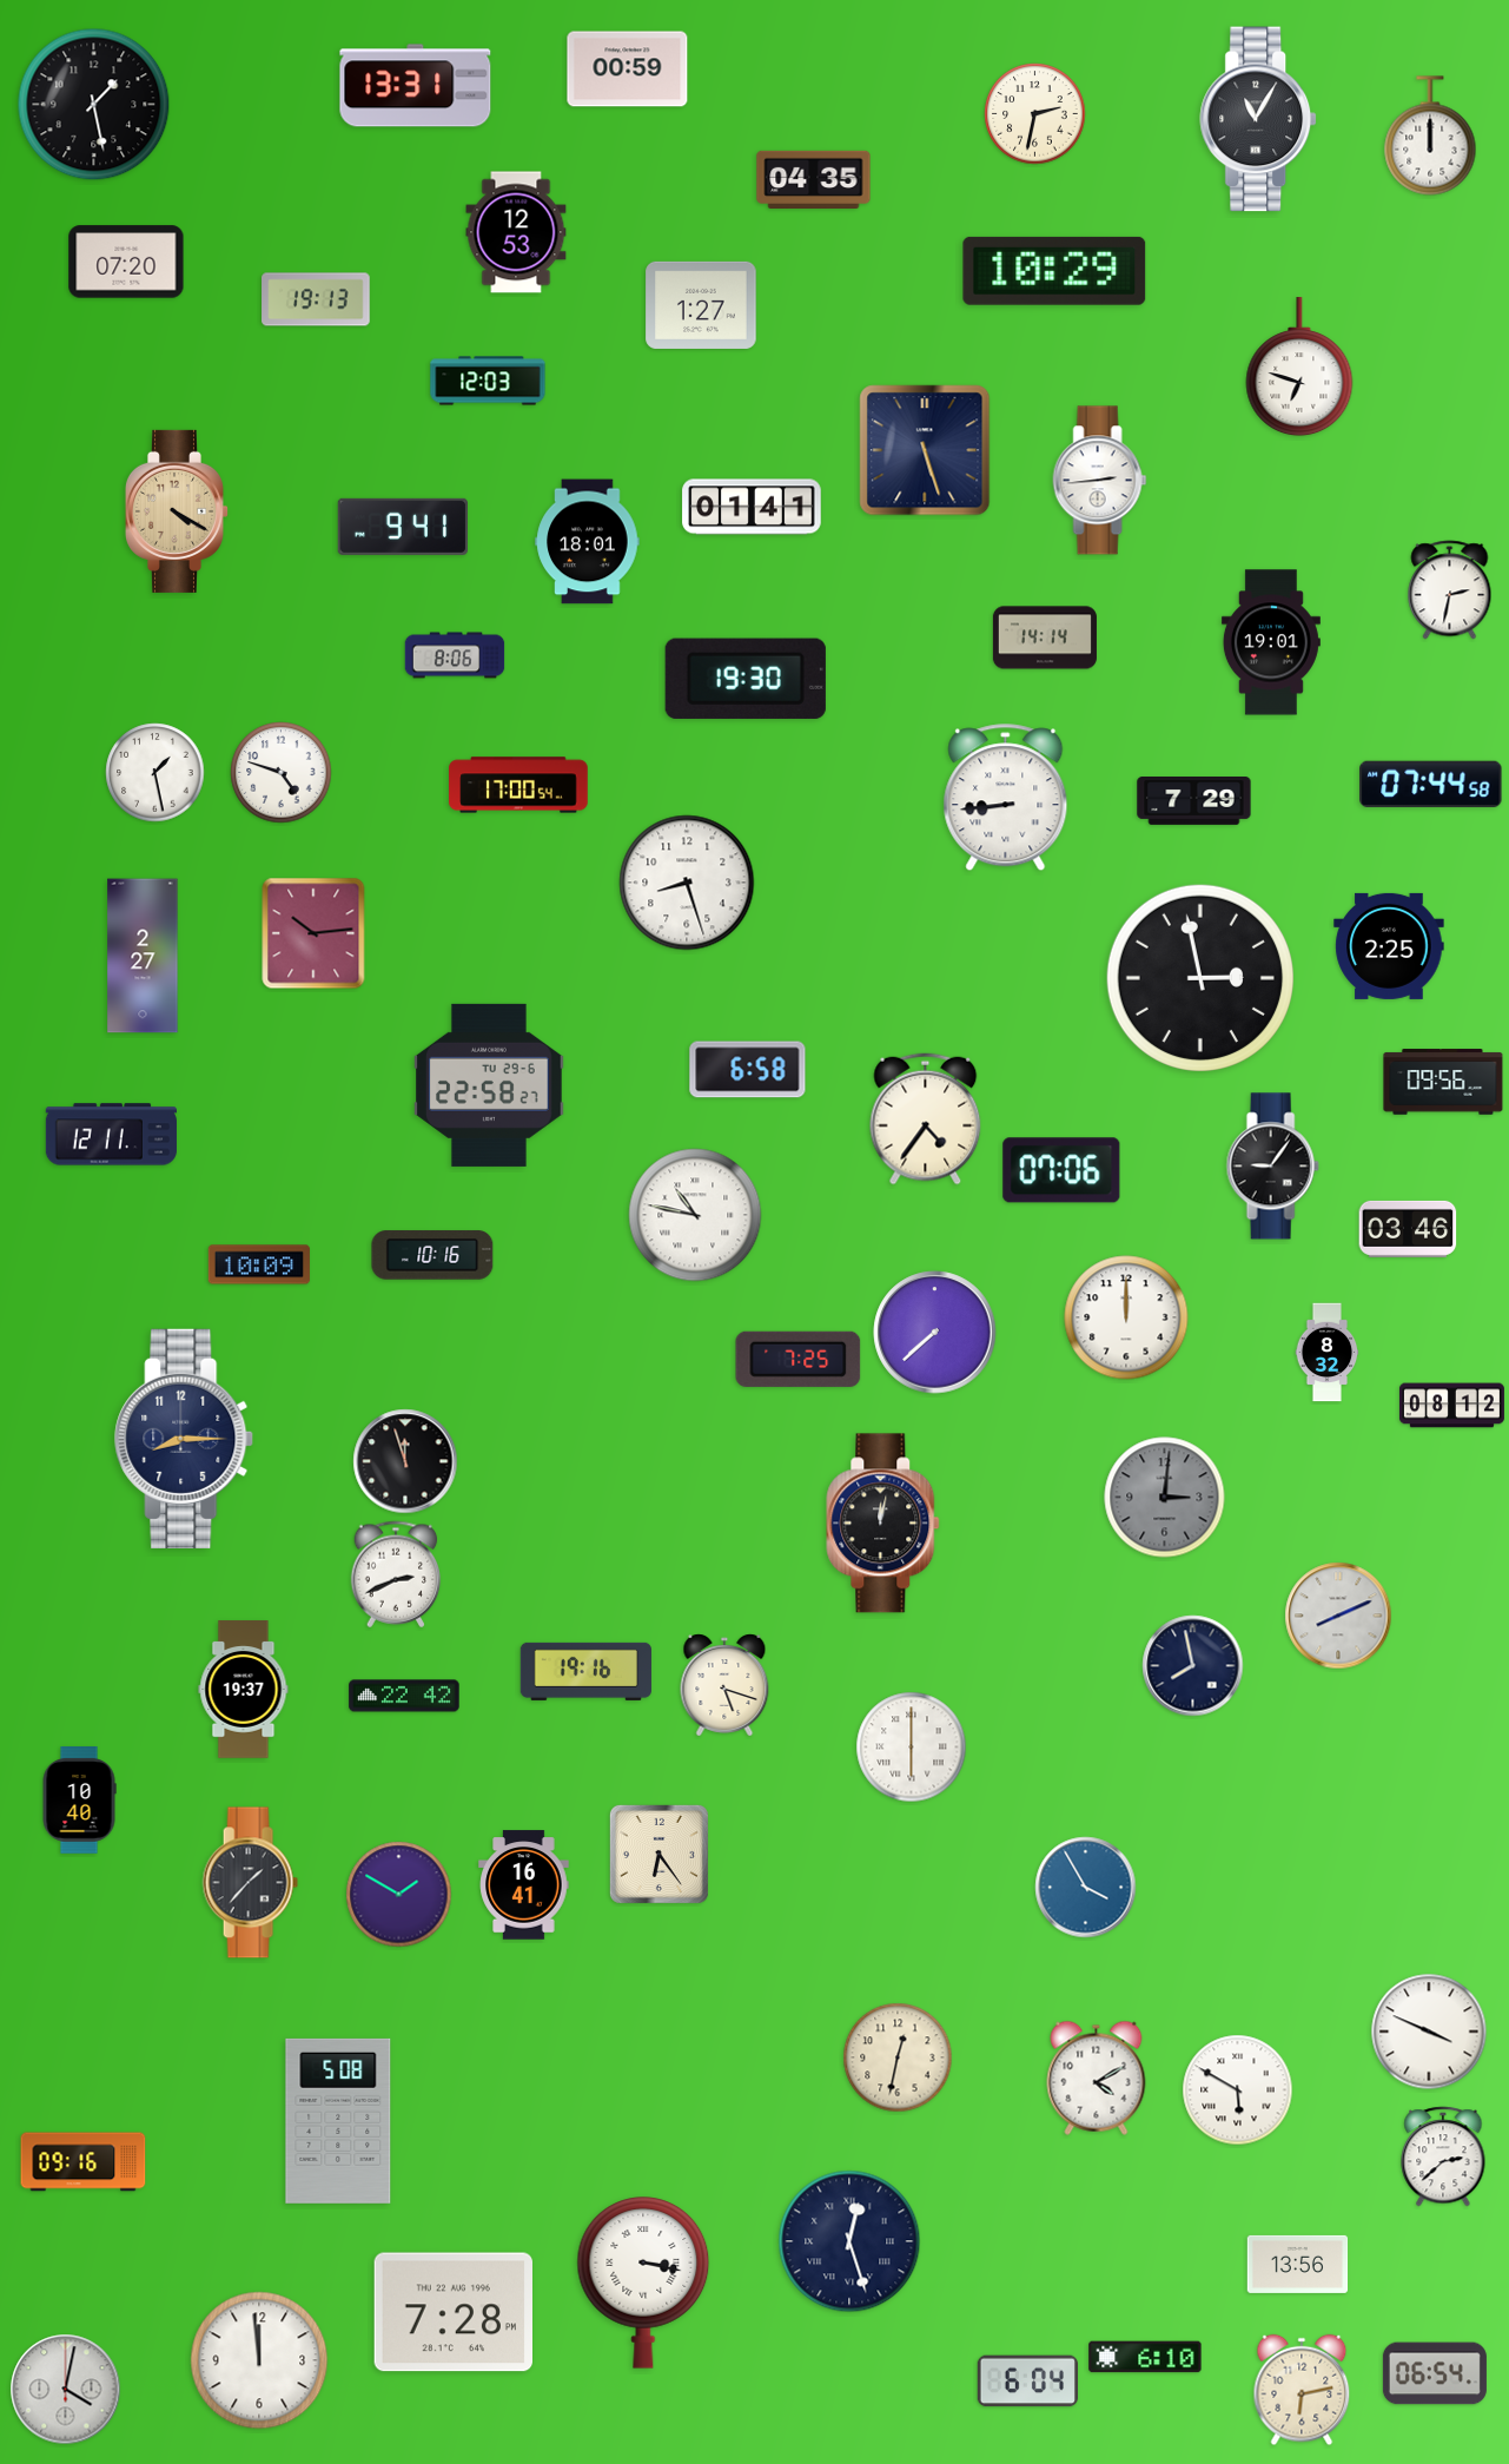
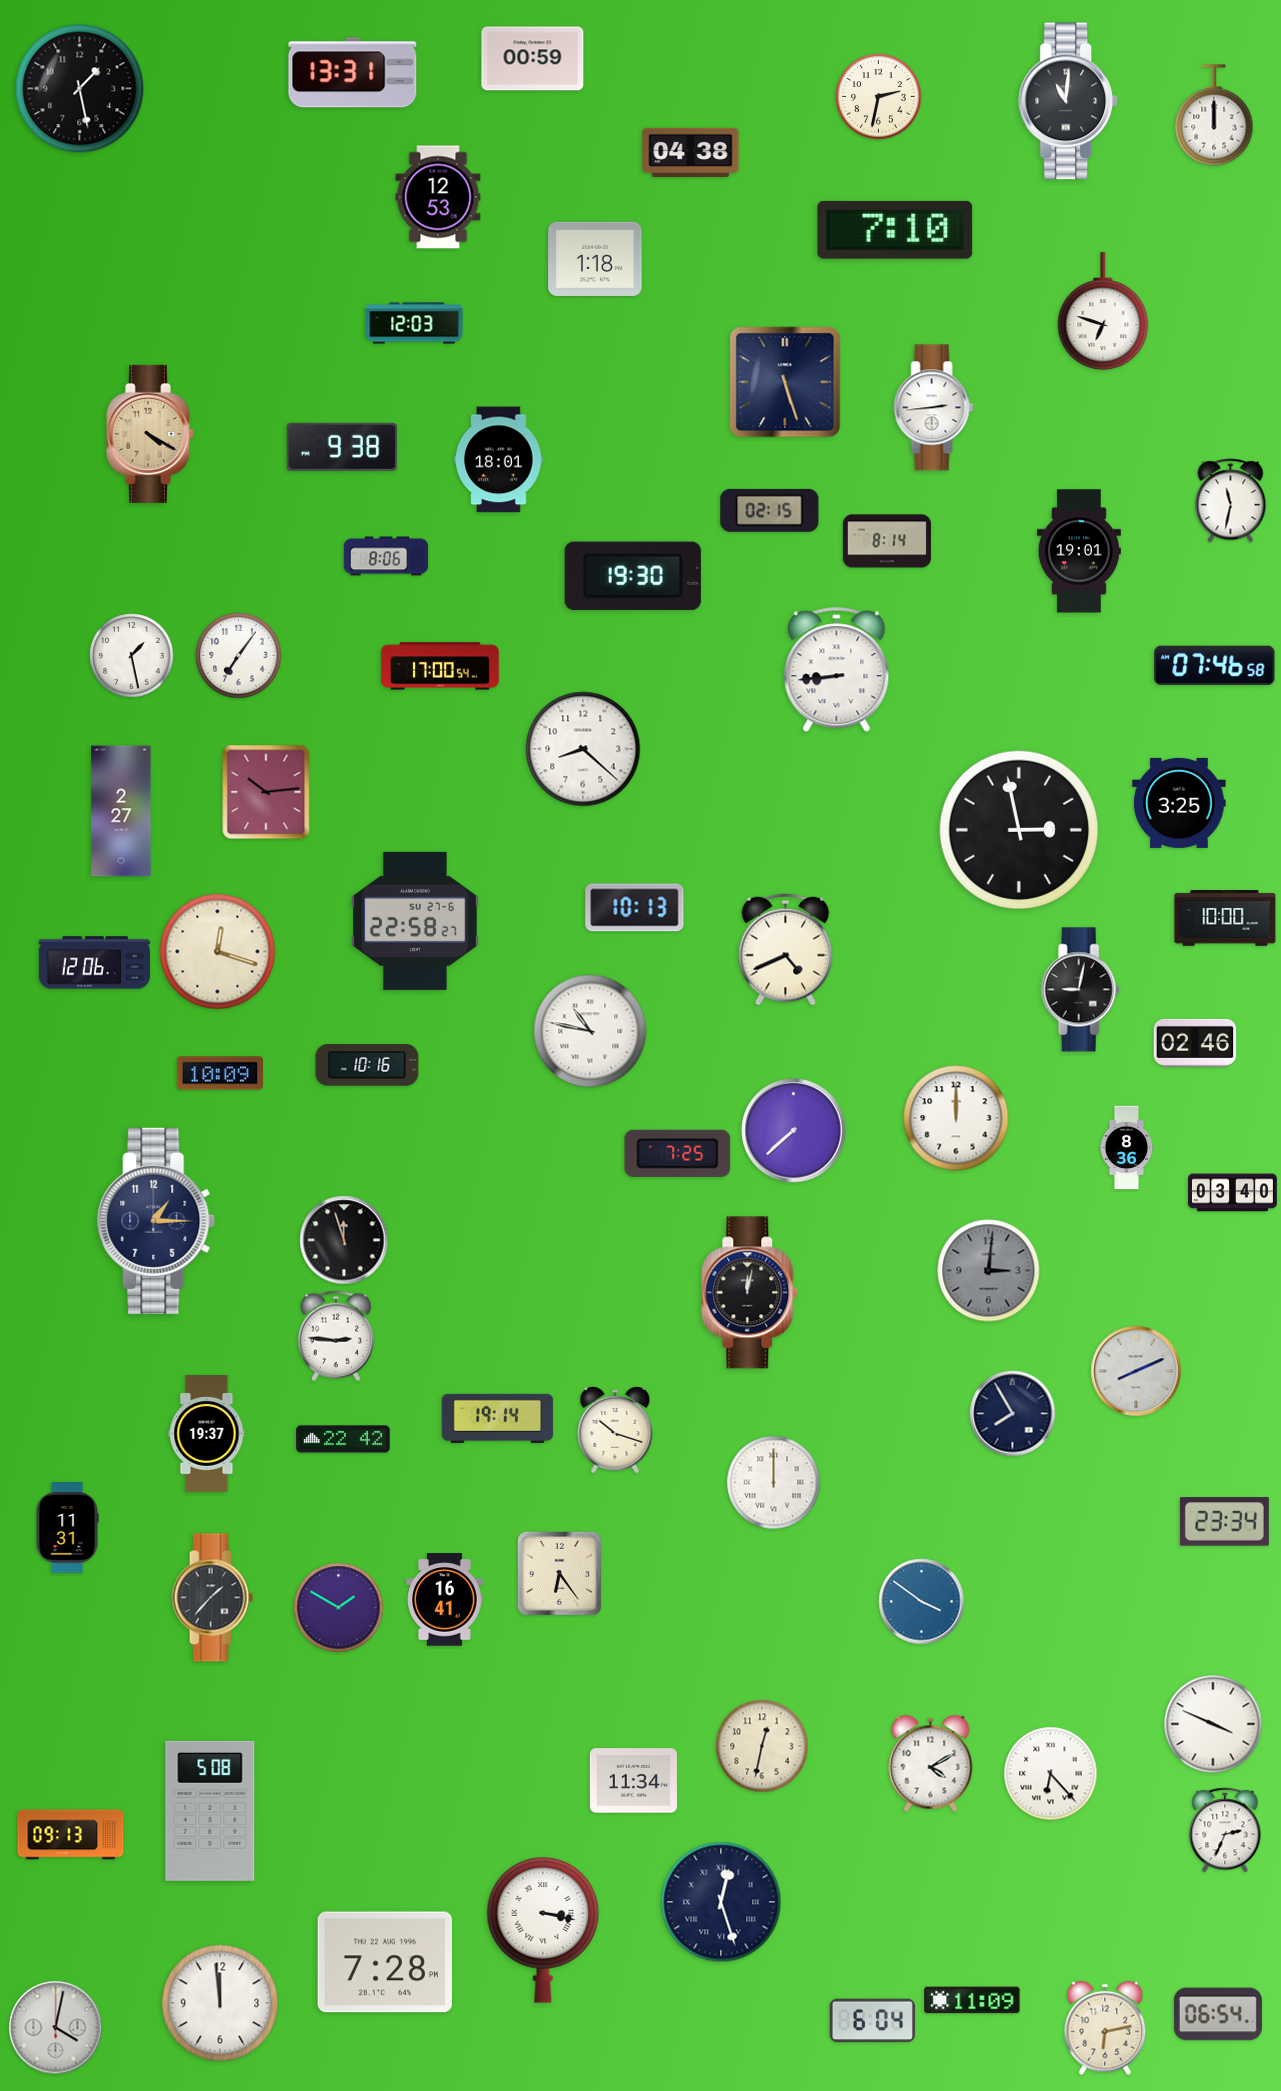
clock at (1259, 119): 11:05 -> 11:01
clock at (814, 179): 04:35 -> 04:38
clock at (126, 262): 07:20 -> none
clock at (1054, 271): 10:29 -> 7:10
clock at (316, 299): 19:13 -> none
clock at (701, 305): 1:27 -> 1:18
clock at (752, 507): 01:41 -> none
clock at (402, 527): 9:41 -> 9:38
clock at (1450, 590): 2:32 -> 11:32
clock at (770, 510): none -> 02:15
clock at (1045, 638): 14:14 -> 8:14
clock at (1271, 642) position: (1271, 642) -> (1079, 551)
clock at (282, 773): 4:48 -> 7:06
clock at (1431, 784): 07:44 -> 07:46
clock at (1006, 798) position: (1006, 798) -> (837, 670)
clock at (1194, 801): 7:29 -> none
clock at (687, 883): 8:27 -> 8:22
clock at (1389, 946): 2:25 -> 3:25
clock at (748, 1070): 6:58 -> 10:13
clock at (1443, 1082): 09:56 -> 10:00
clock at (489, 1085) date: TU 29-6 -> SU 27-6
clock at (926, 1119): 4:36 -> 4:41
clock at (218, 952): none -> 12:18
clock at (111, 1135): 12:11 -> 12:06
clock at (1272, 1167): 9:06 -> 9:02
clock at (1061, 1170): 07:06 -> none
clock at (1408, 1229): 03:46 -> 02:46
clock at (1328, 1353): 8:32 -> 8:36
clock at (1451, 1406): 08:12 -> 03:40
clock at (185, 1439): 8:15 -> 1:15
clock at (396, 1574): 2:41 -> 2:46
clock at (1193, 1666): 7:58 -> 7:55
clock at (585, 1671): 19:16 -> 19:14
clock at (724, 1685): 5:18 -> 10:18
clock at (912, 1748): 6:00 -> 12:00
clock at (1224, 1522): none -> 23:34
clock at (79, 1801): 10:40 -> 11:31
clock at (1086, 1888): 3:55 -> 3:51
clock at (1238, 2090): 5:50 -> 6:23
clock at (633, 1781): none -> 11:34
clock at (338, 2121) position: (338, 2121) -> (210, 1811)
clock at (1443, 2156): 2:38 -> 2:34
clock at (84, 2162): 09:16 -> 09:13
clock at (1298, 2264): 13:56 -> none
clock at (643, 2283) position: (643, 2283) -> (543, 1930)
clock at (1145, 2357): 6:10 -> 11:09
